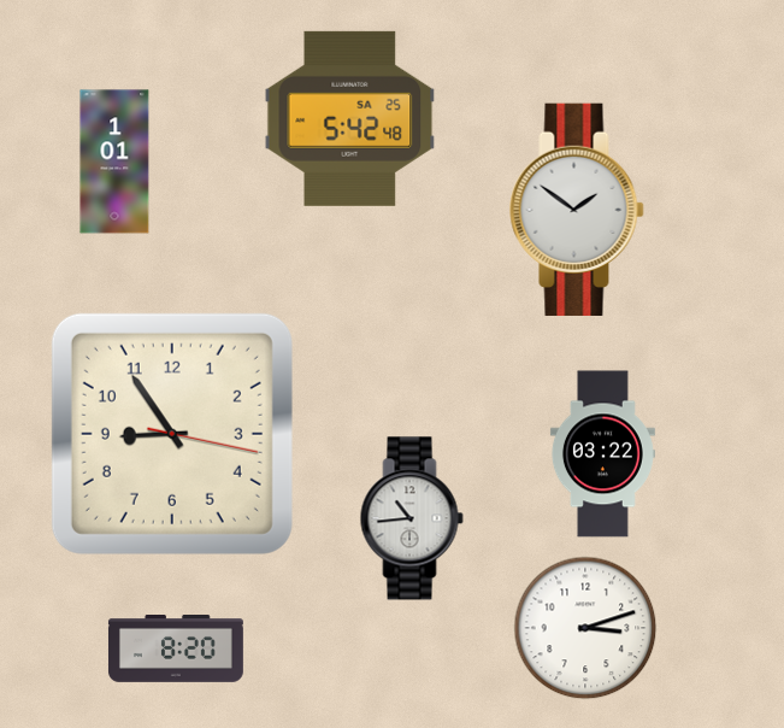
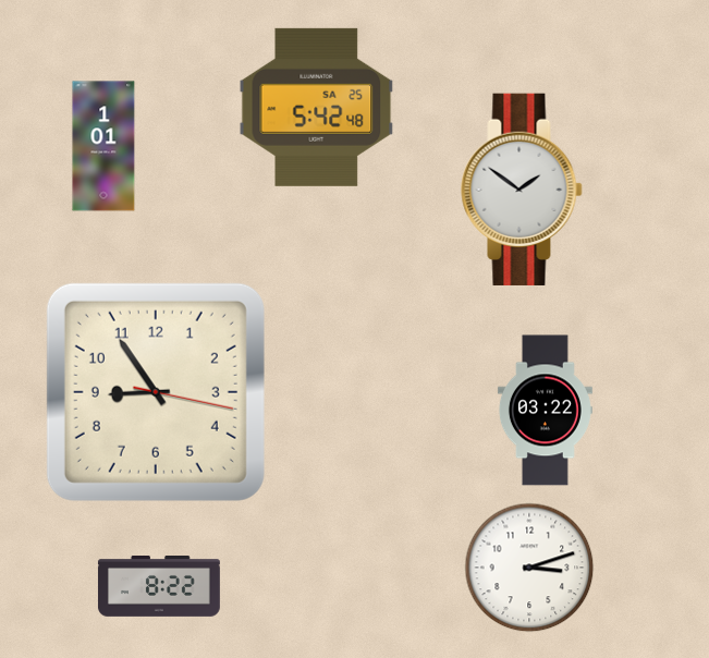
clock at (412, 518): 10:44 -> none
clock at (176, 650): 8:20 -> 8:22
